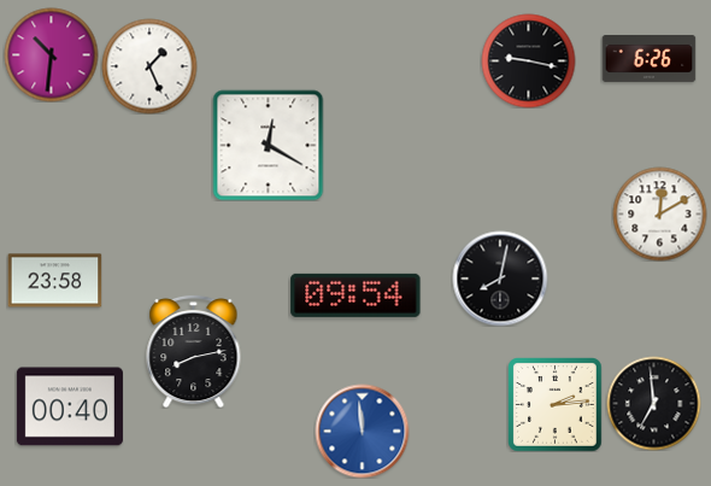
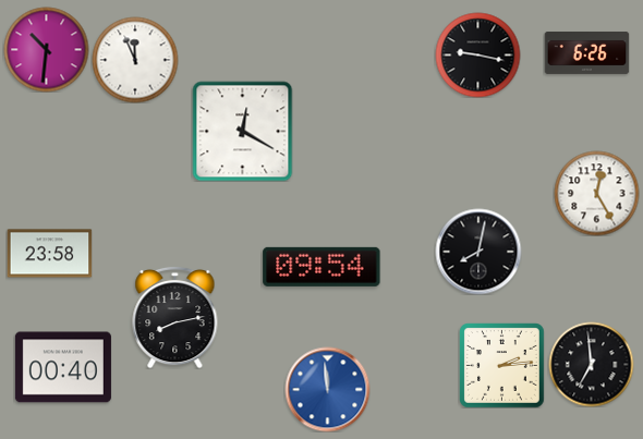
clock at (149, 66): 1:26 -> 11:56
clock at (659, 213): 12:10 -> 12:25
clock at (500, 279) position: (500, 279) -> (478, 252)
